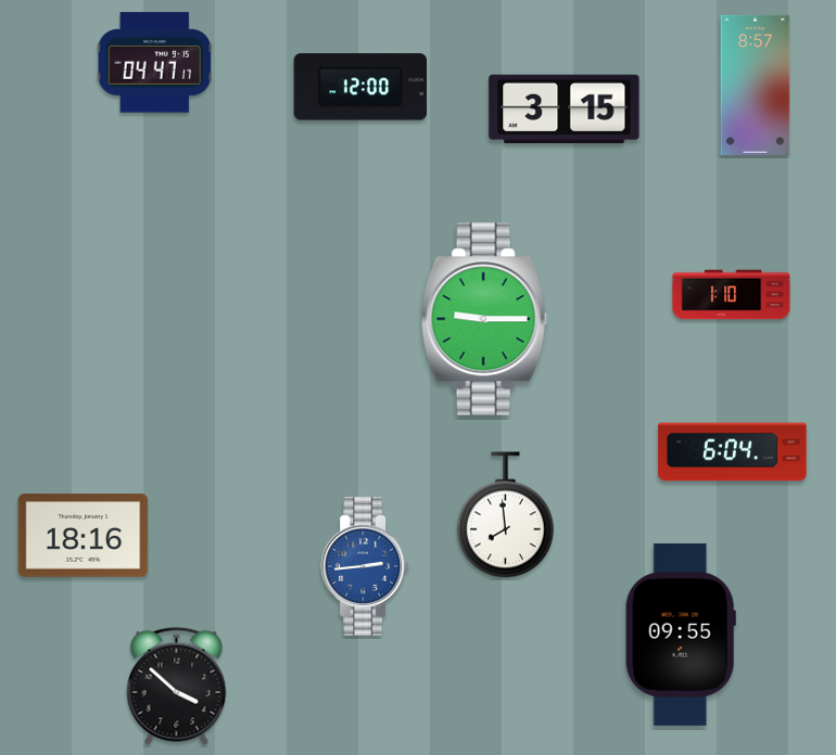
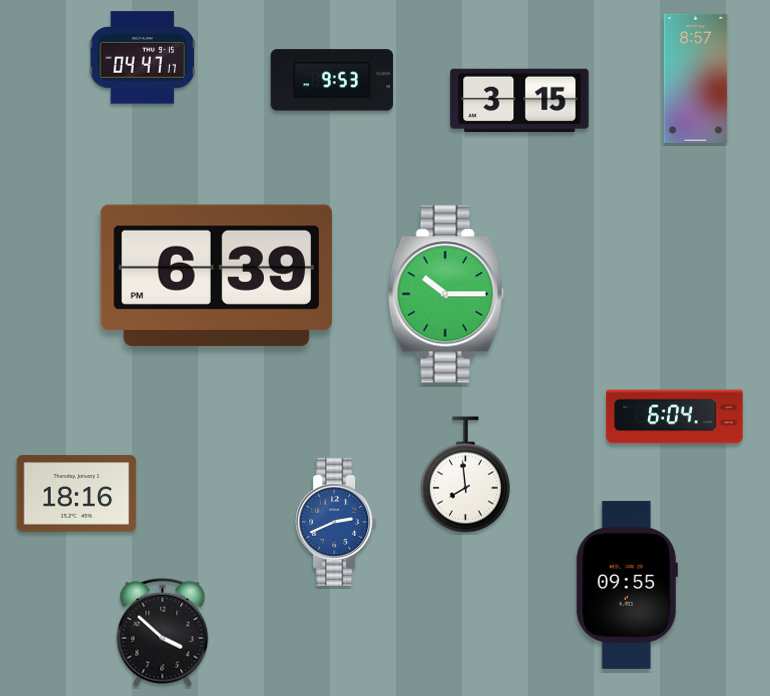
clock at (359, 87): 12:00 -> 9:53
clock at (732, 295): 1:10 -> none
clock at (216, 275): none -> 6:39
clock at (484, 319): 9:15 -> 10:15
clock at (365, 566): 2:44 -> 2:41
